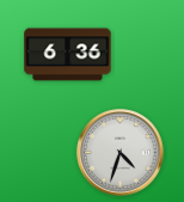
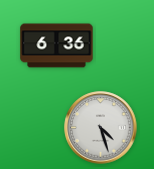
clock at (121, 153): 4:33 -> 4:27
